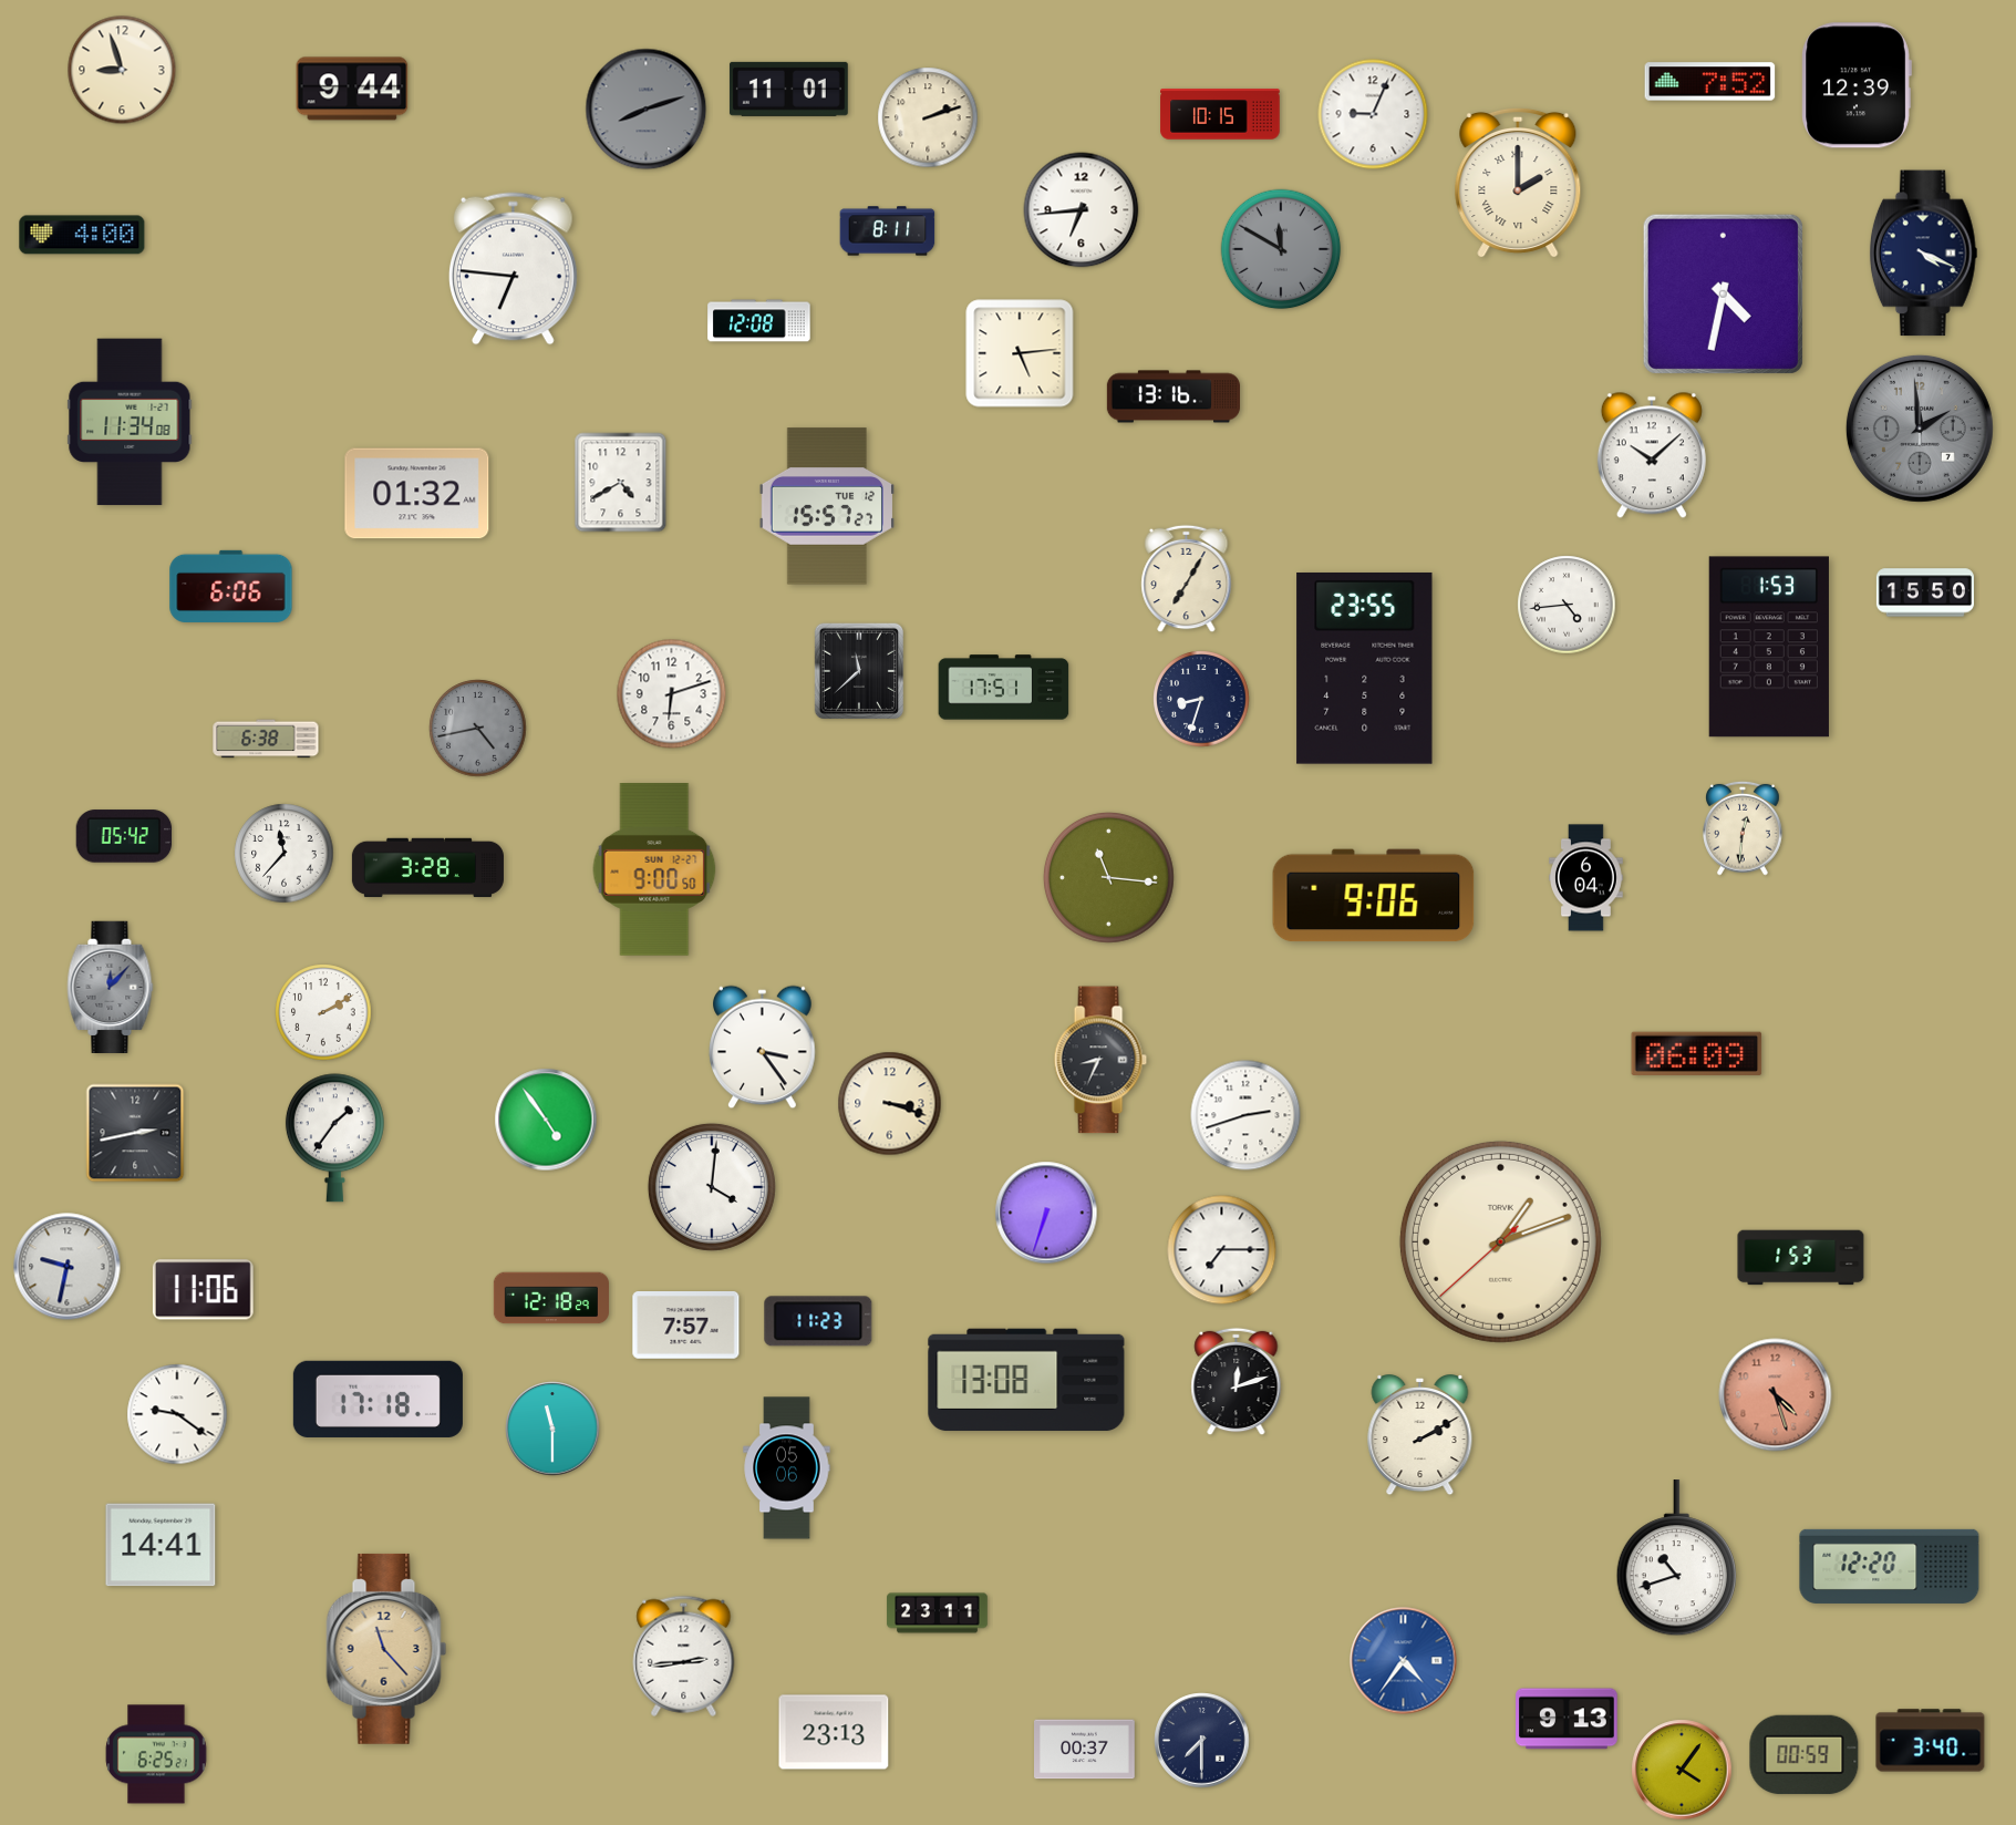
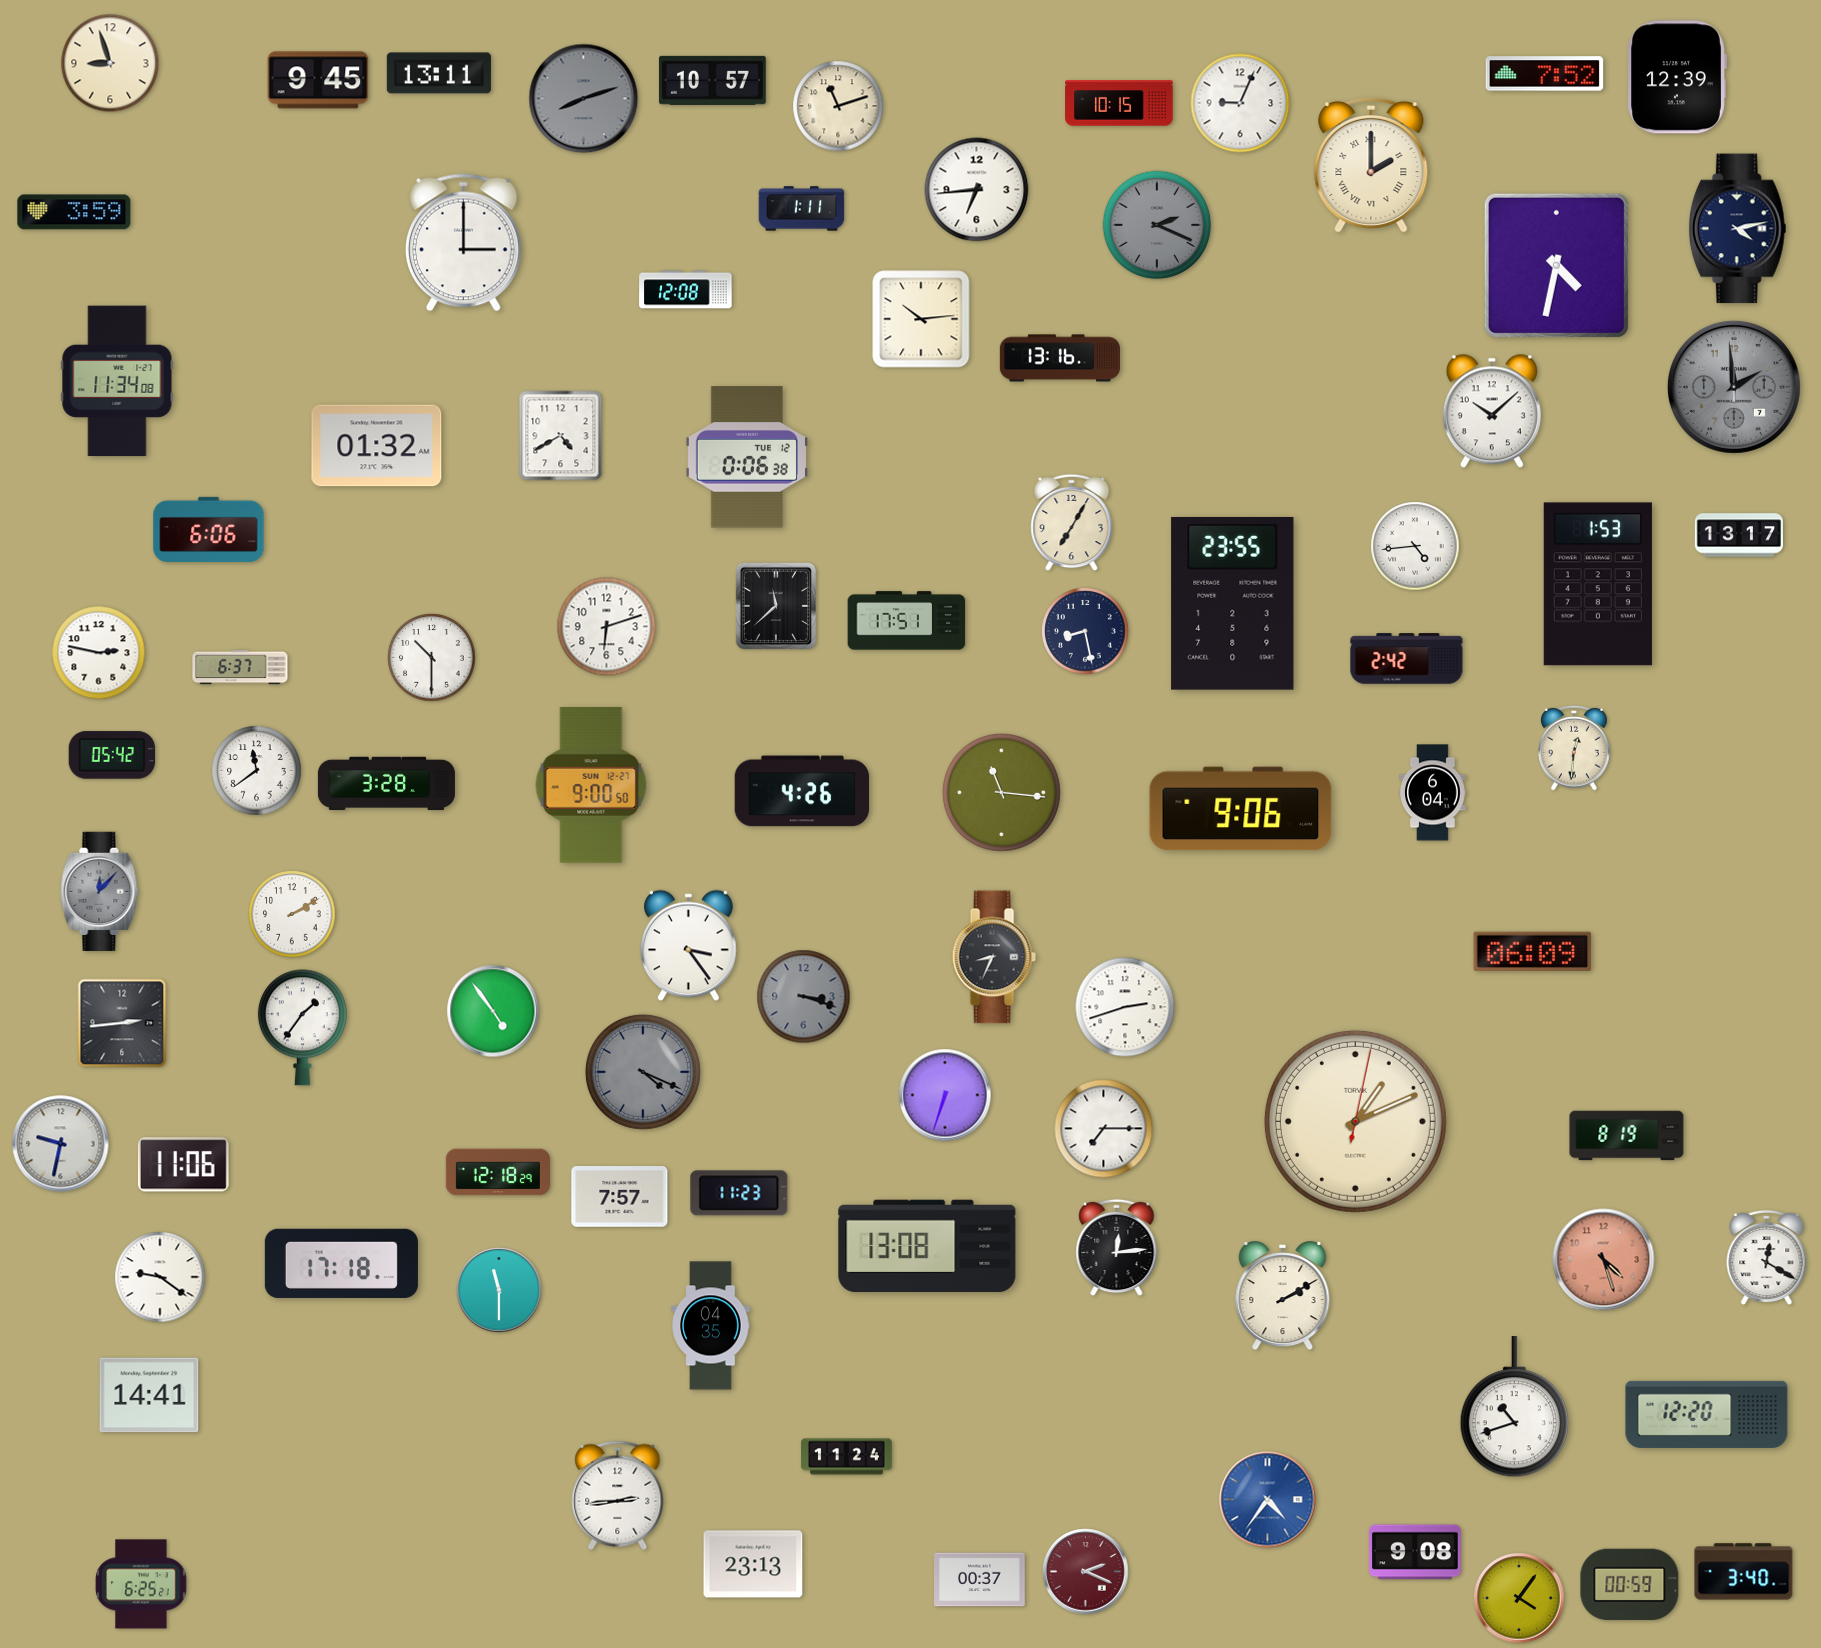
clock at (439, 73): none -> 13:11
clock at (352, 89): 9:44 -> 9:45
clock at (788, 89): 11:01 -> 10:57
clock at (1220, 114) position: (1220, 114) -> (1119, 103)
clock at (928, 117): 2:12 -> 11:12
clock at (888, 231): 8:11 -> 1:11
clock at (82, 235): 4:00 -> 3:59
clock at (1281, 249): 11:50 -> 2:19
clock at (1923, 254): 4:19 -> 4:13
clock at (513, 269): 6:46 -> 3:00
clock at (1020, 353): 5:14 -> 10:14
clock at (826, 506): 15:57 -> 0:06
clock at (1925, 592): 15:50 -> 13:17
clock at (1201, 699): 8:33 -> 8:28
clock at (99, 653): none -> 2:47
clock at (478, 729): 4:43 -> 10:30
clock at (478, 729) dial: grey -> white
clock at (1407, 659): none -> 2:42
clock at (266, 739): 6:38 -> 6:37
clock at (285, 854): 11:37 -> 11:39
clock at (802, 791): none -> 4:26
clock at (890, 1104) dial: cream -> grey
clock at (135, 1133): 2:43 -> 2:44
clock at (712, 1187): 4:01 -> 4:19
clock at (712, 1187) dial: white -> grey
clock at (1500, 1241): 1:11:38 -> 1:11:02
clock at (1801, 1258): 1:53 -> 8:19
clock at (1237, 1382): 12:12 -> 12:14
clock at (1767, 1258): none -> 12:20
clock at (787, 1468): 05:06 -> 04:35
clock at (161, 1545) position: (161, 1545) -> (149, 1395)
clock at (938, 1613): 23:11 -> 11:24
clock at (386, 1649): 11:23 -> none
clock at (1567, 1719): 9:13 -> 9:08
clock at (1202, 1741): 7:30 -> 2:19
clock at (1202, 1741) dial: navy -> burgundy
